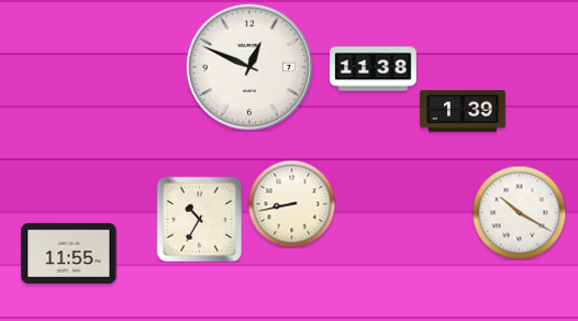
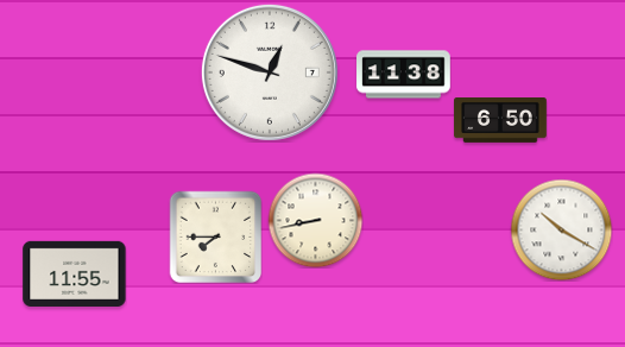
clock at (249, 67): 12:49 -> 12:48
clock at (463, 112): 1:39 -> 6:50
clock at (199, 219): 10:35 -> 7:45
